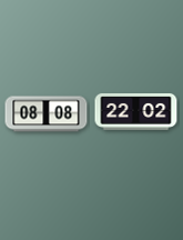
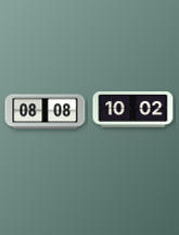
clock at (136, 112): 22:02 -> 10:02
